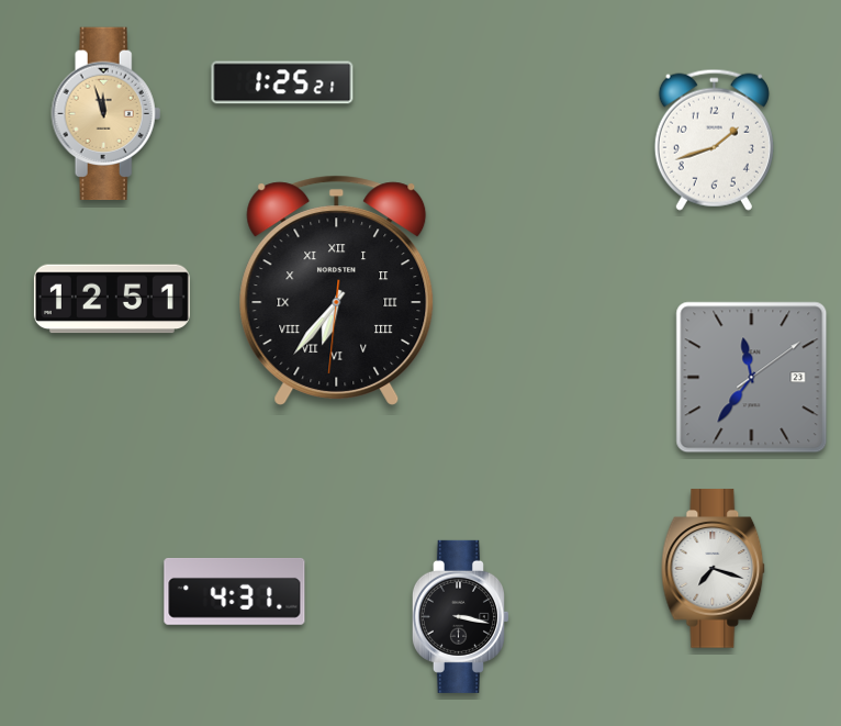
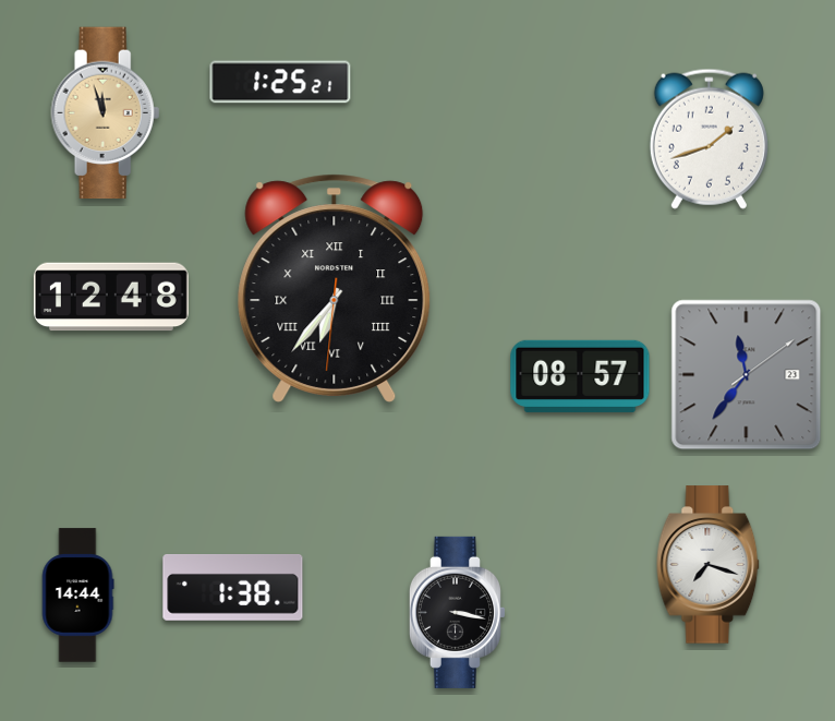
clock at (112, 299): 12:51 -> 12:48
clock at (580, 376): none -> 08:57
clock at (235, 592): 4:31 -> 1:38
clock at (77, 596): none -> 14:44
